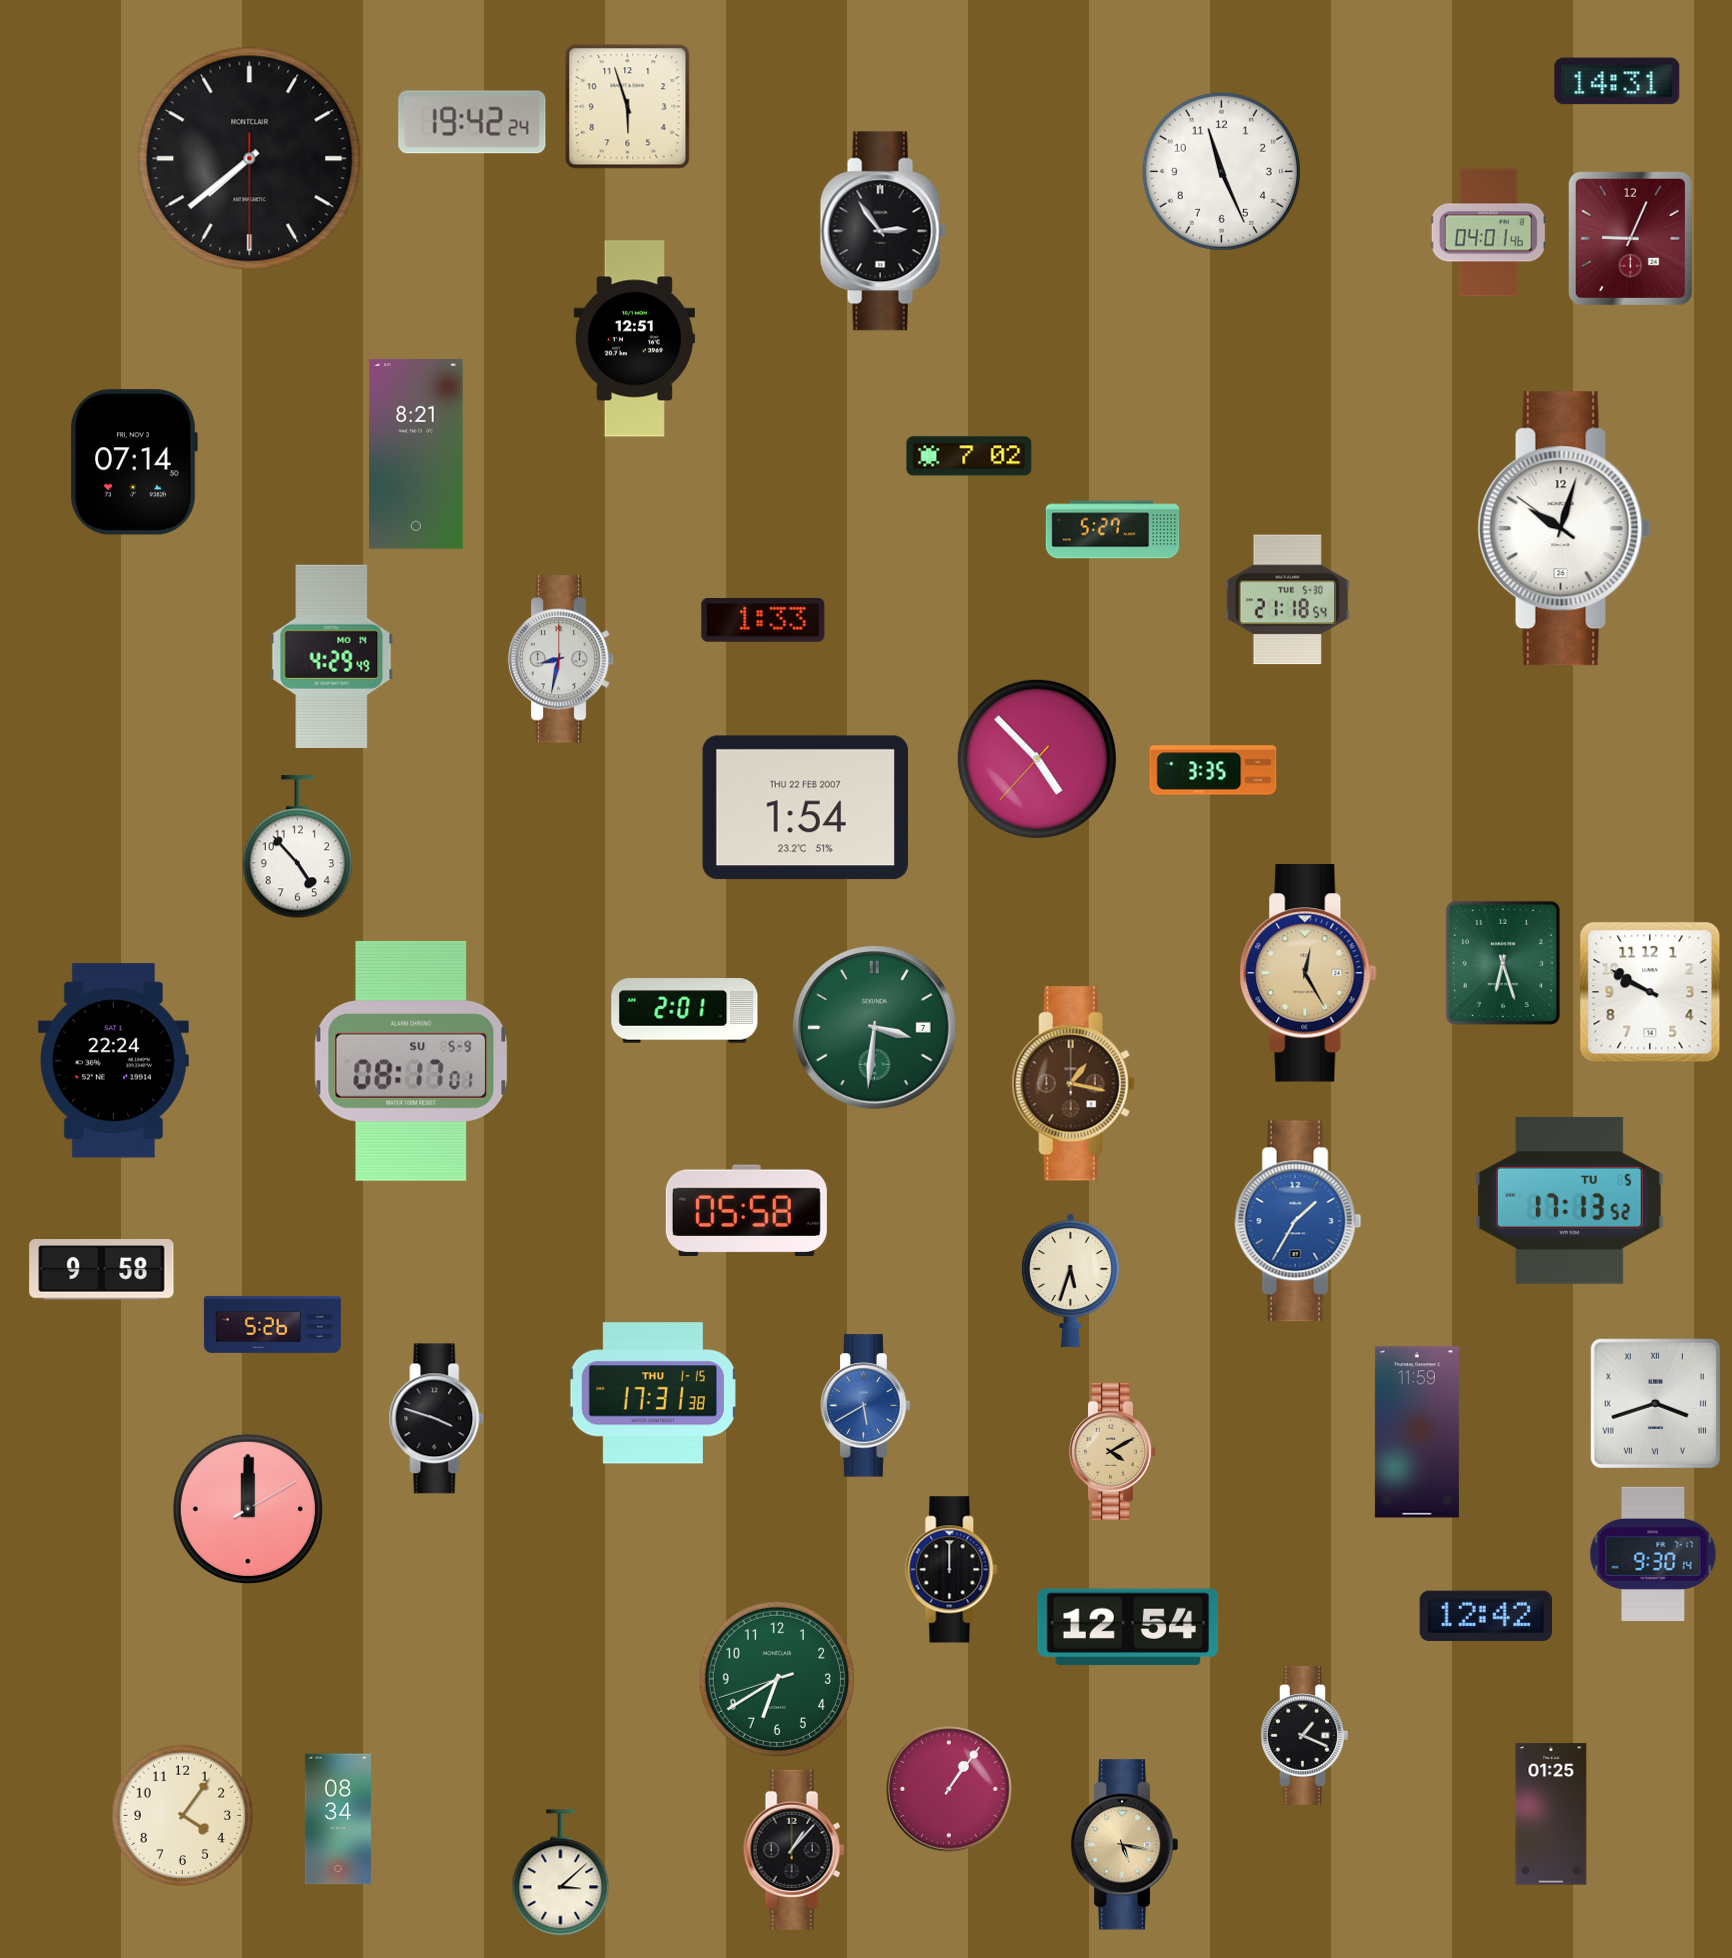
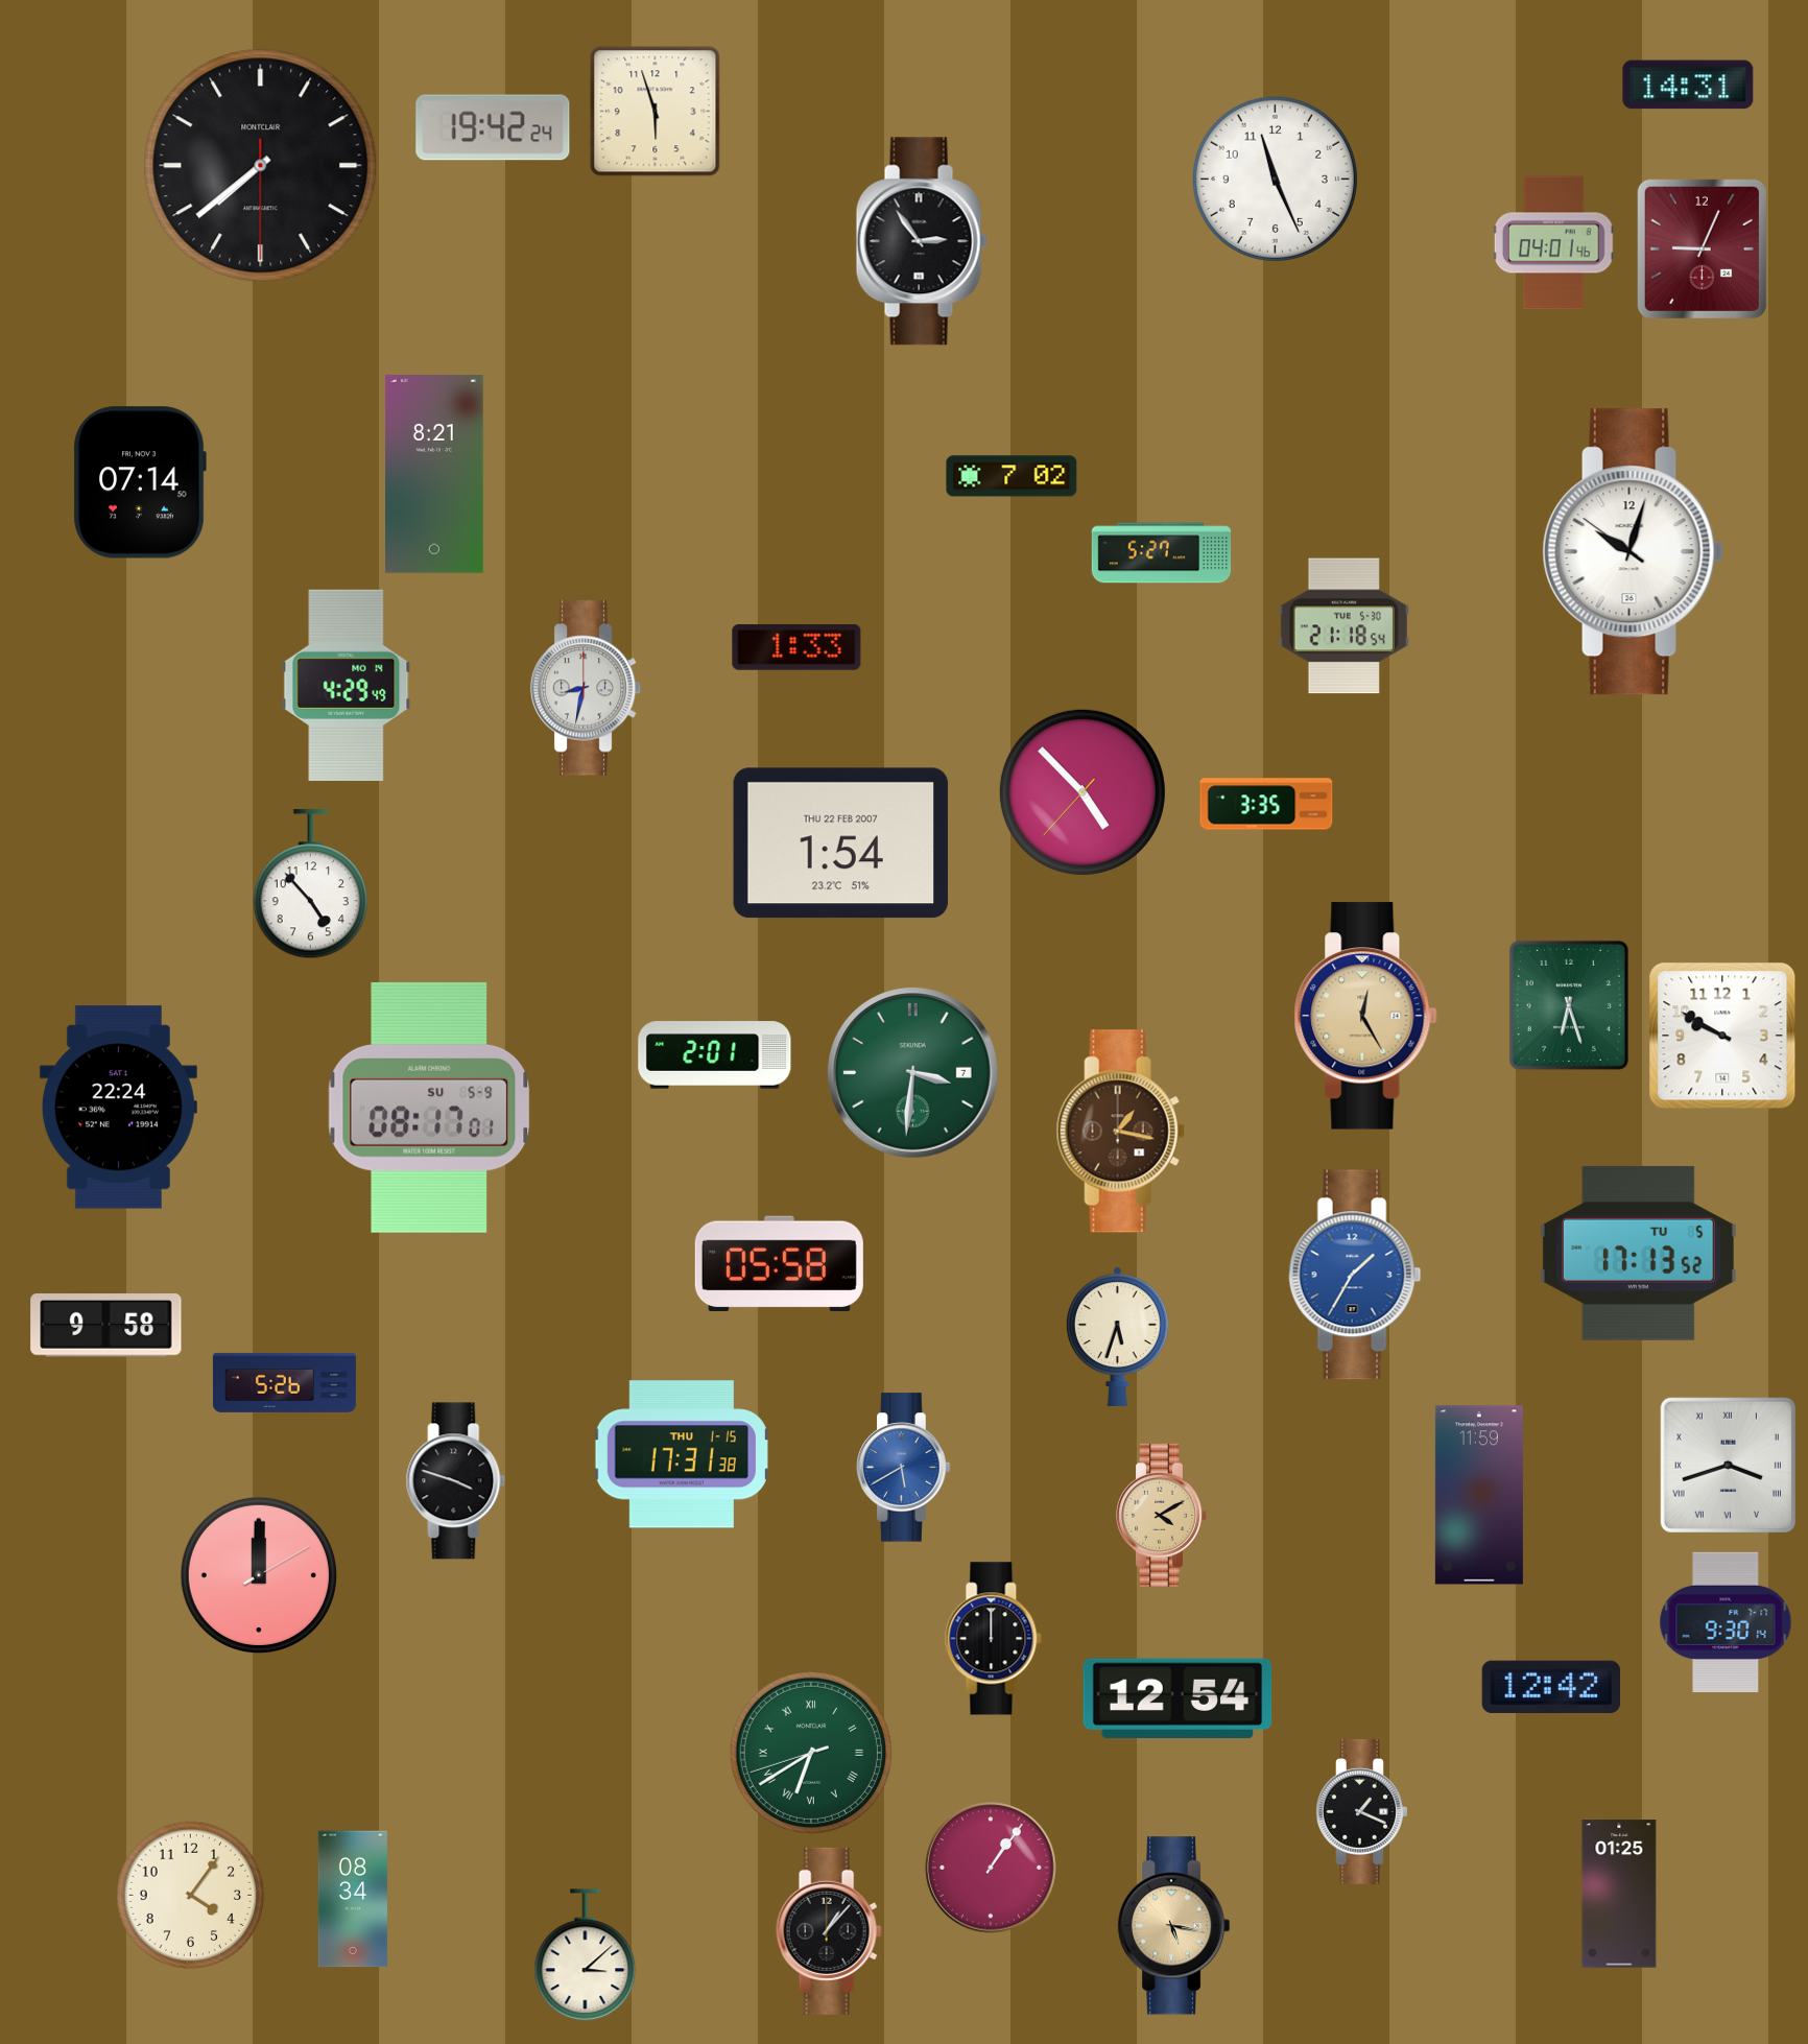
clock at (634, 339): 12:51 -> none
clock at (777, 1679) numerals: Arabic -> Roman
